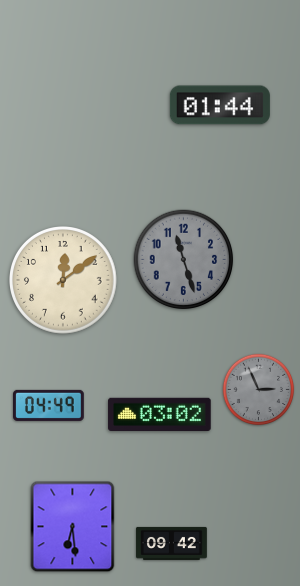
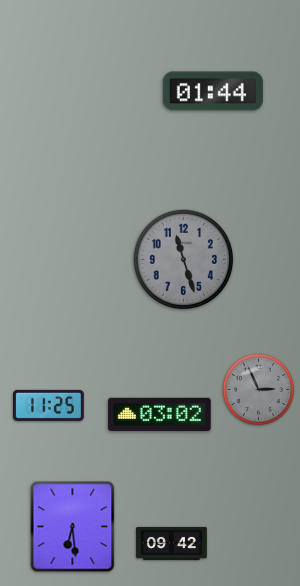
clock at (220, 105) position: (220, 105) -> (213, 91)
clock at (64, 281): 12:09 -> none
clock at (49, 405): 04:49 -> 11:25
